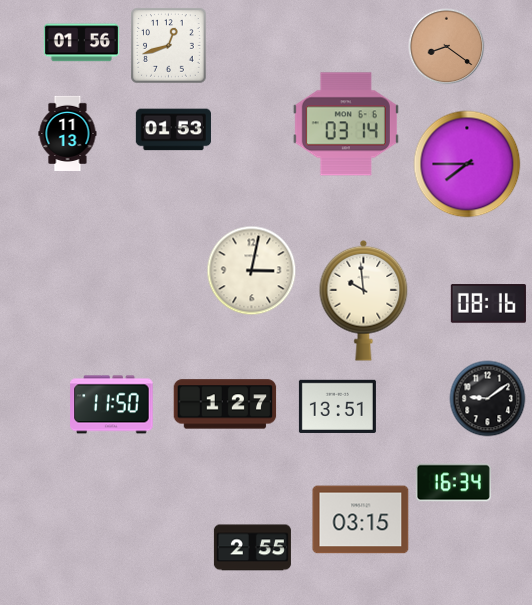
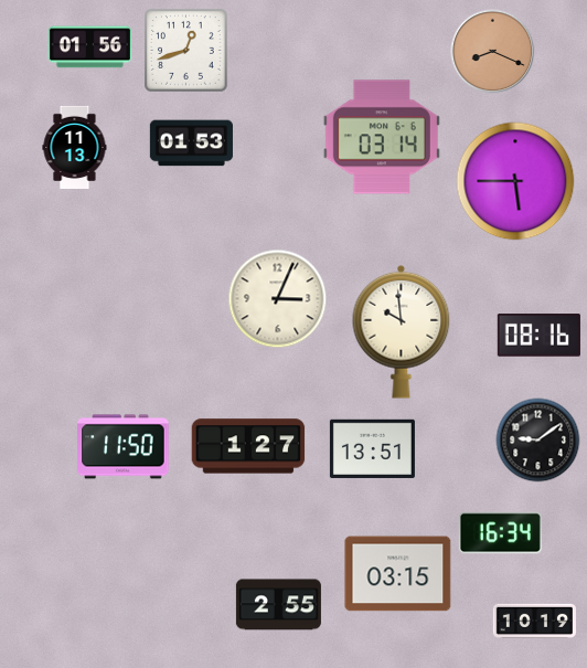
clock at (447, 47): 8:21 -> 8:19
clock at (467, 164): 7:45 -> 5:45
clock at (252, 271): 3:02 -> 3:04
clock at (534, 621): none -> 10:19
